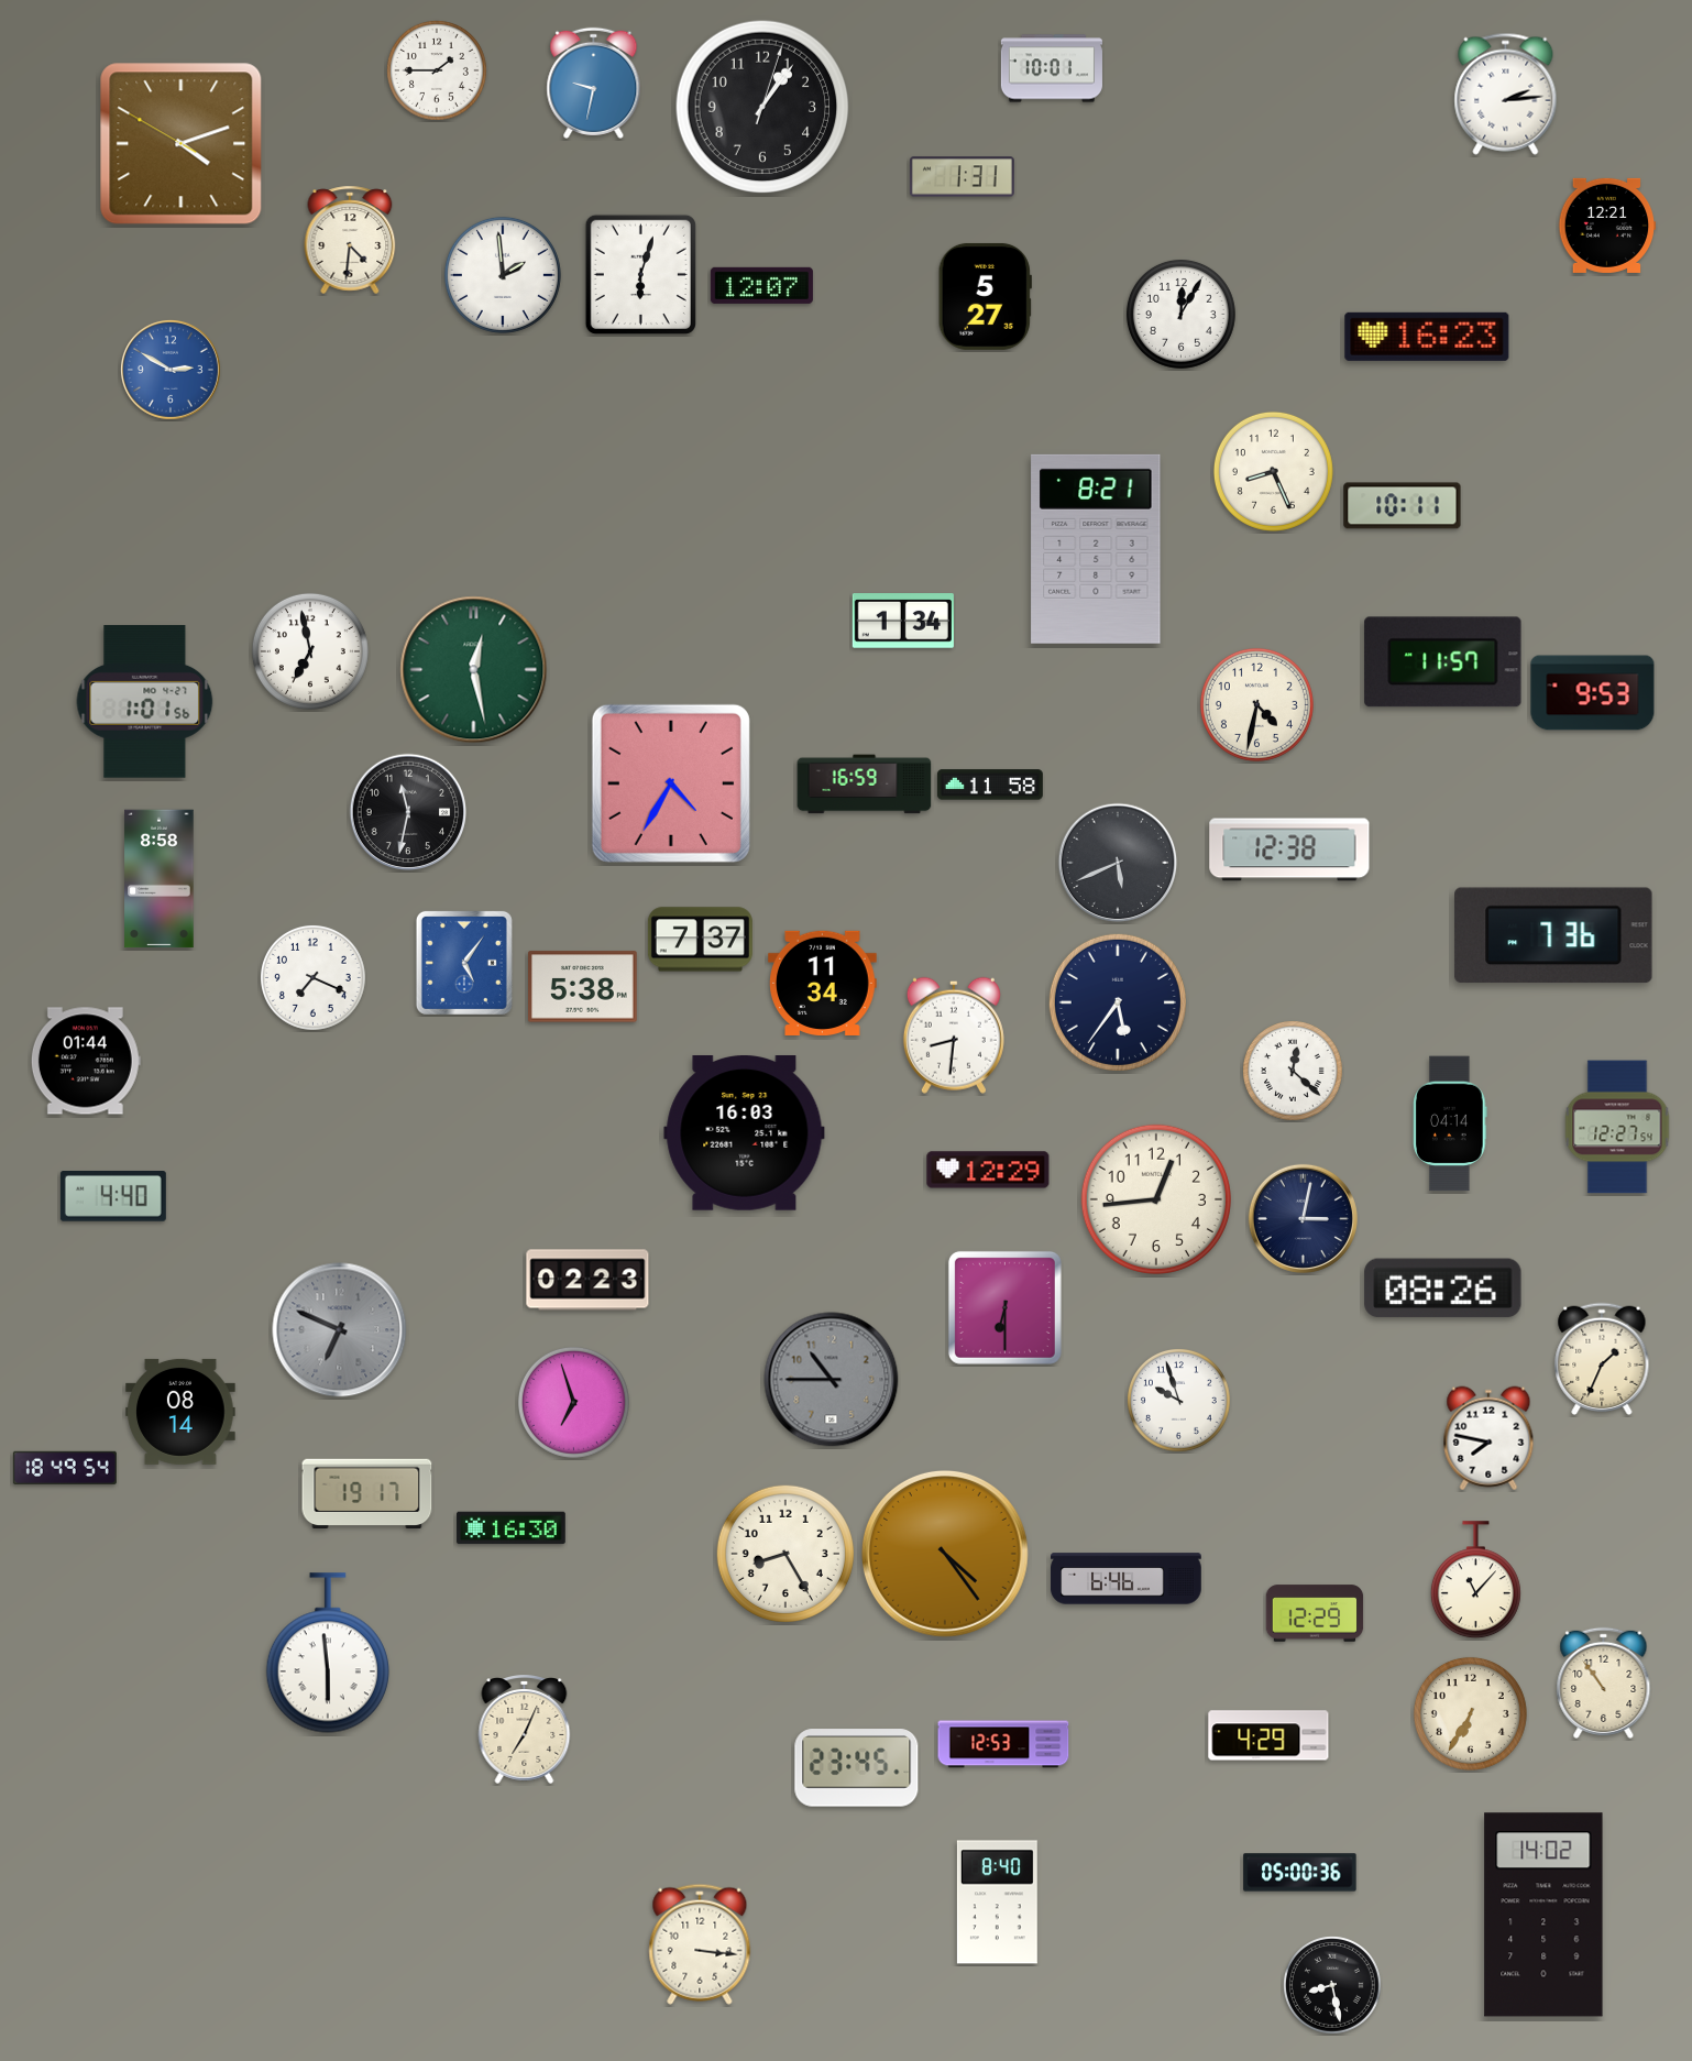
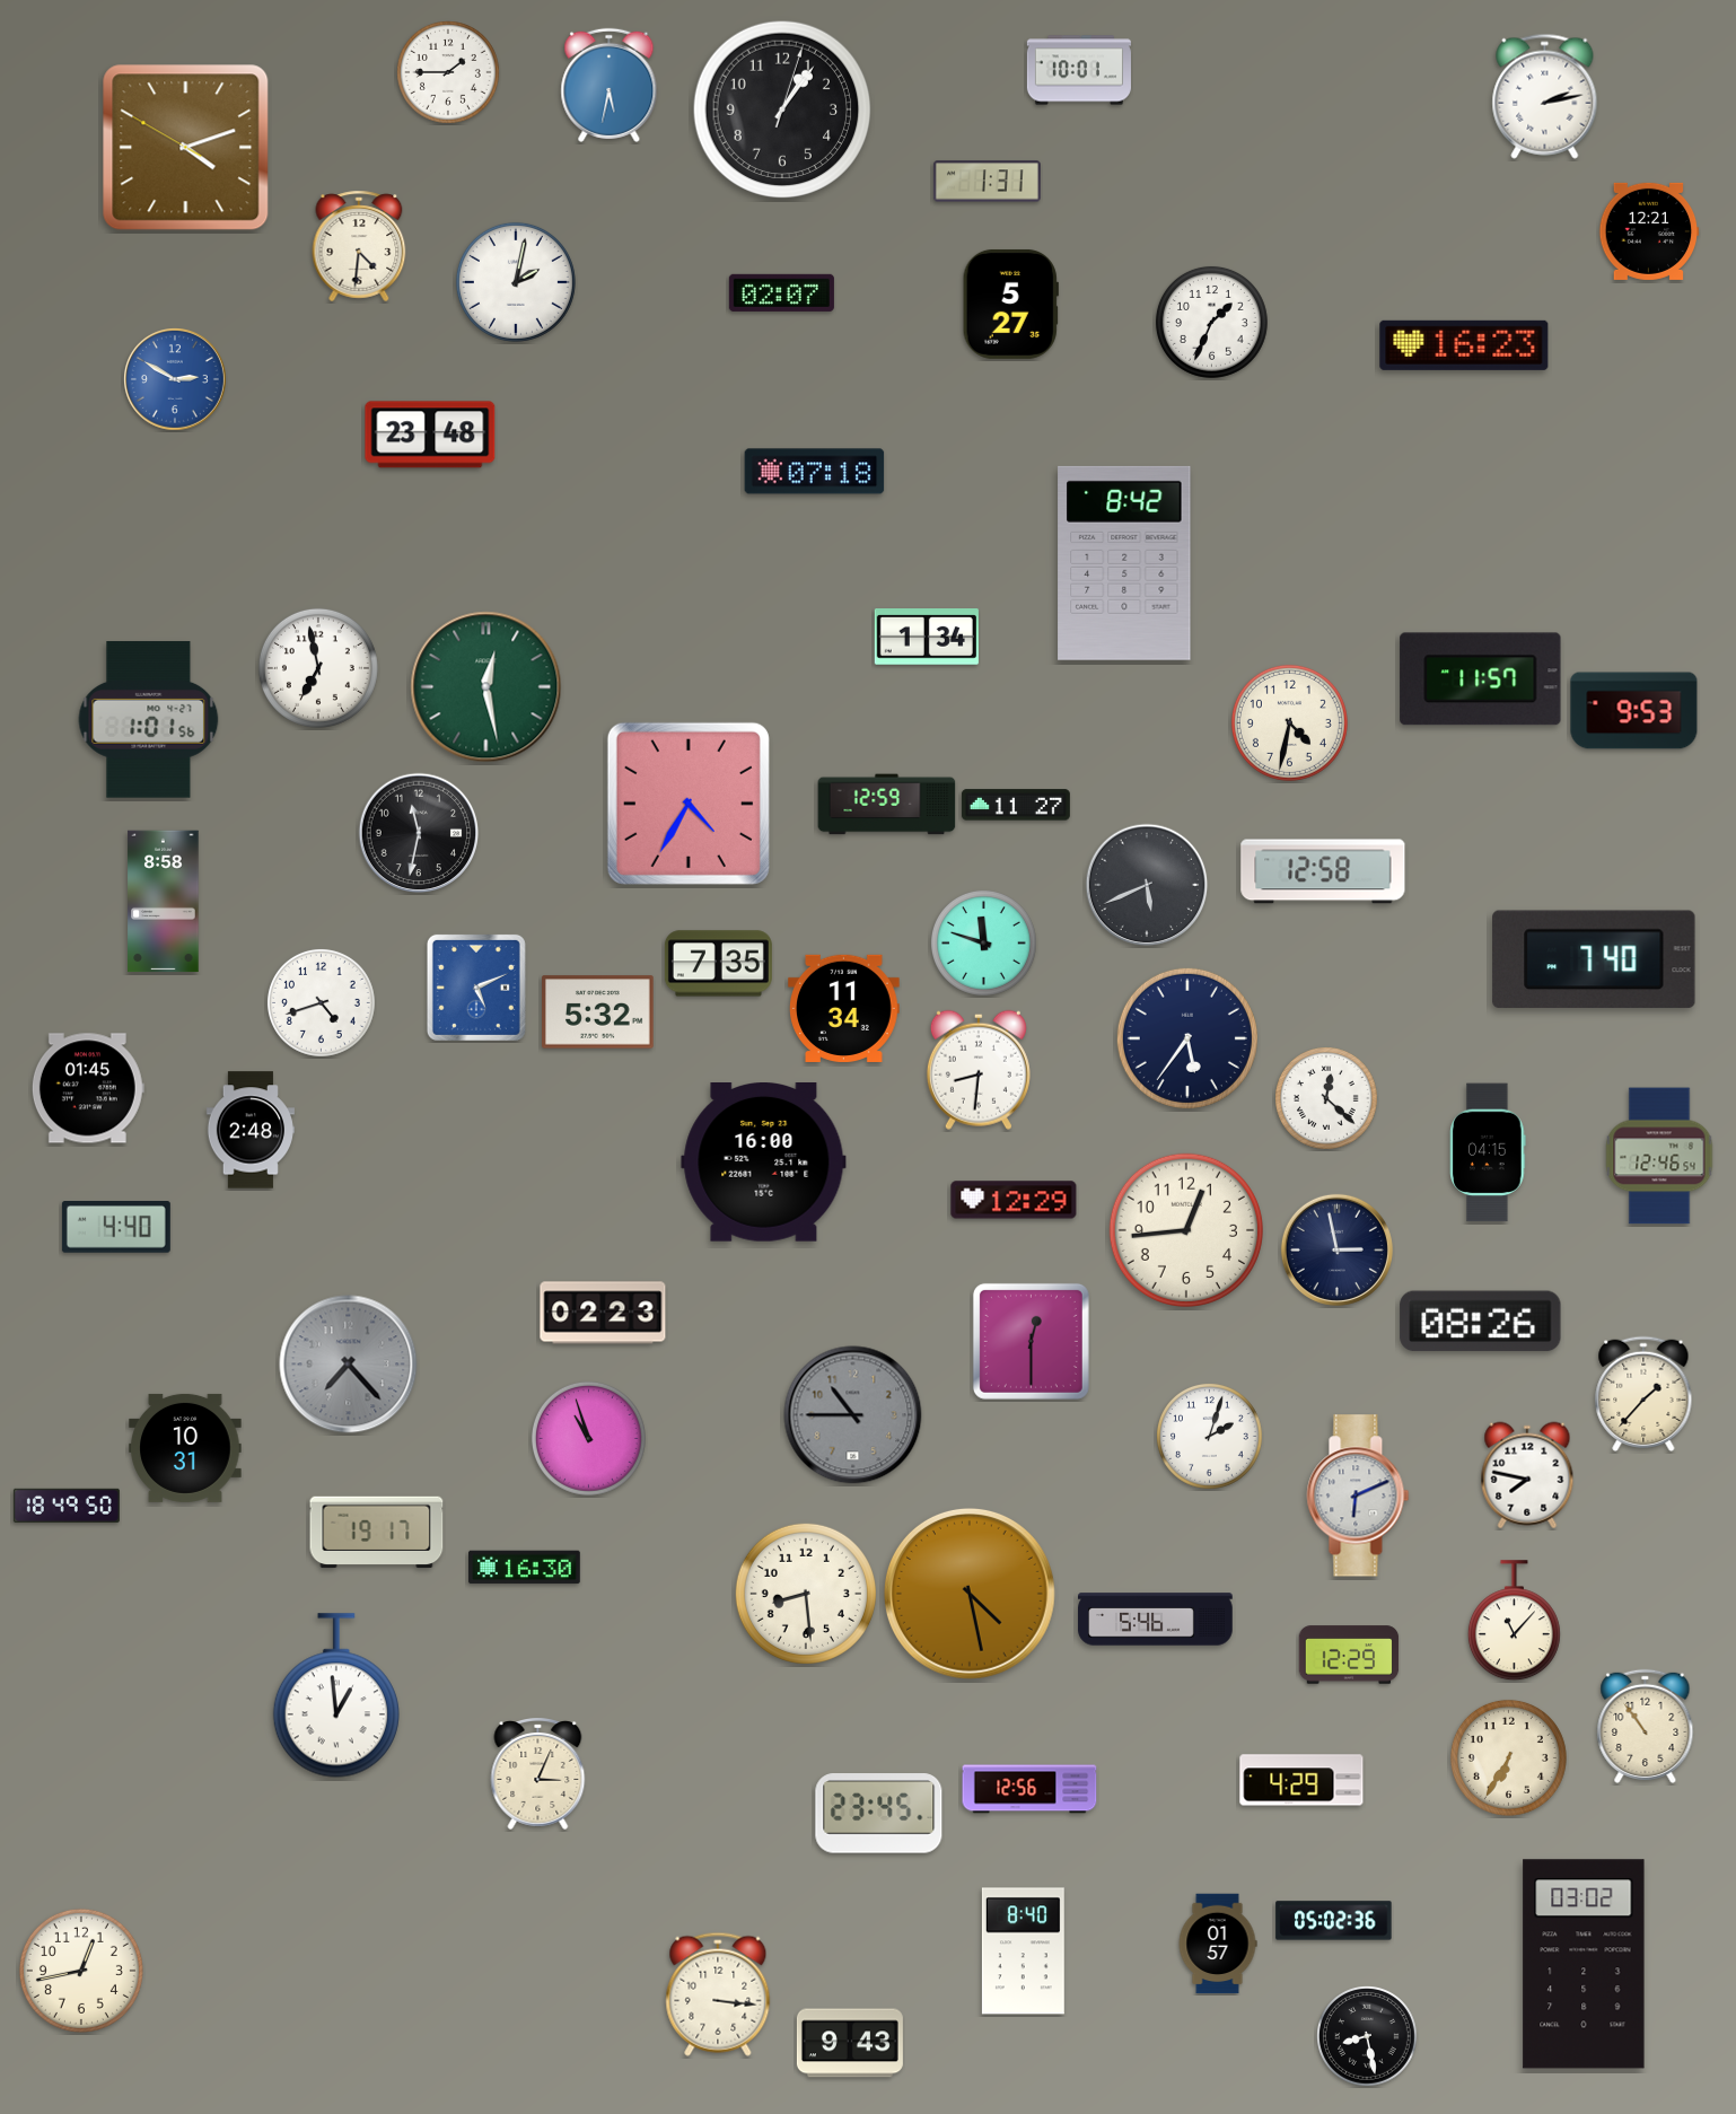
clock at (594, 83): 9:32 -> 5:32
clock at (1506, 94): 2:14 -> 2:13
clock at (640, 274): 6:03 -> none
clock at (503, 275): 1:59 -> 2:02
clock at (761, 285): 12:07 -> 02:07
clock at (1180, 314): 12:05 -> 1:34
clock at (430, 435): none -> 23:48
clock at (815, 472): none -> 07:18
clock at (1273, 471): 8:26 -> none
clock at (1403, 506): 10:11 -> none
clock at (1096, 549): 8:21 -> 8:42
clock at (865, 785): 16:59 -> 12:59
clock at (990, 785): 11:58 -> 11:27
clock at (1289, 849): 12:38 -> 12:58
clock at (983, 942): none -> 11:48
clock at (1553, 935): 7:36 -> 7:40
clock at (700, 940): 7:37 -> 7:35
clock at (464, 963): 5:06 -> 5:11
clock at (312, 977): 7:19 -> 4:42
clock at (583, 987): 5:38 -> 5:32
clock at (1118, 1002) position: (1118, 1002) -> (1187, 1038)
clock at (954, 1035) position: (954, 1035) -> (979, 1070)
clock at (86, 1061): 01:44 -> 01:45
clock at (251, 1130): none -> 2:48
clock at (1450, 1123): 04:14 -> 04:15
clock at (1617, 1127): 12:27 -> 12:46
clock at (745, 1133): 16:03 -> 16:00
clock at (1303, 1218): 3:02 -> 2:58
clock at (1004, 1307): 6:30 -> 12:30
clock at (340, 1330): 6:49 -> 7:23
clock at (1602, 1358): 1:34 -> 1:37
clock at (1178, 1400): 9:57 -> 2:03
clock at (573, 1402): 6:57 -> 10:57
clock at (180, 1412): 08:14 -> 10:31
clock at (1358, 1495): none -> 6:11
clock at (65, 1468): 18:49:54 -> 18:49:50
clock at (785, 1554): 8:25 -> 8:29
clock at (945, 1554): 4:24 -> 4:28
clock at (1127, 1579): 6:46 -> 5:46
clock at (328, 1653): 5:59 -> 12:59
clock at (525, 1730): 7:04 -> 3:04
clock at (1003, 1744): 12:53 -> 12:56
clock at (1300, 1873): 05:00 -> 05:02
clock at (1218, 1944): none -> 01:57
clock at (1543, 1915): 14:02 -> 03:02
clock at (81, 1971): none -> 12:43
clock at (850, 2043): none -> 9:43
